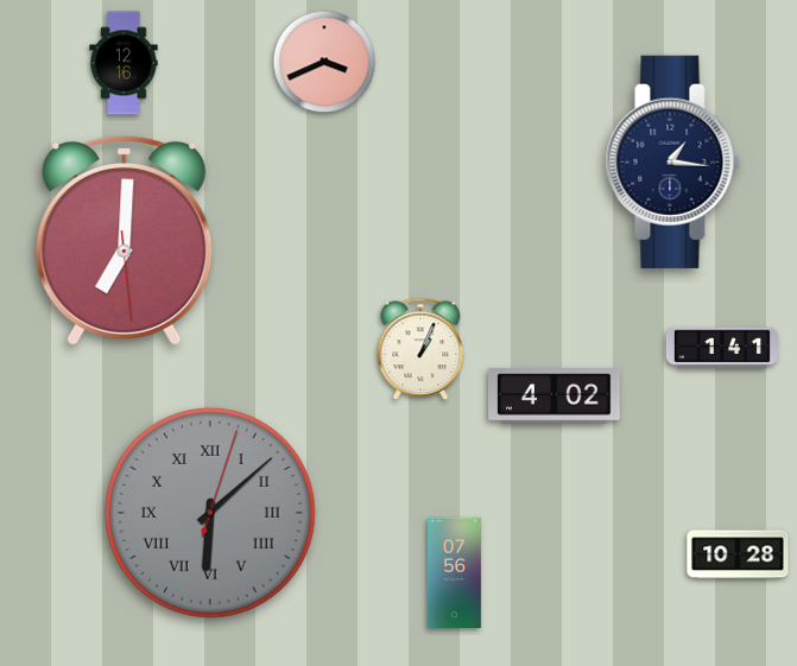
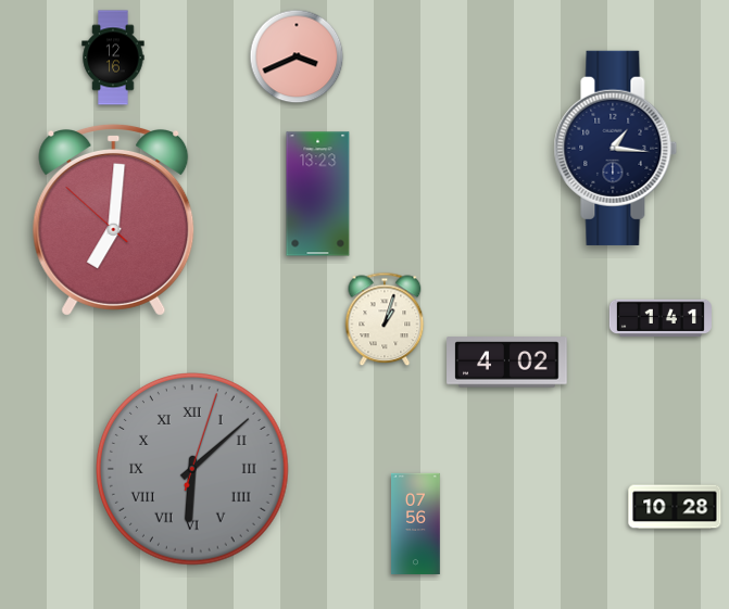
clock at (318, 194): none -> 13:23
clock at (125, 240): 7:00:29 -> 7:00:52
clock at (420, 349): 1:04 -> 1:03
